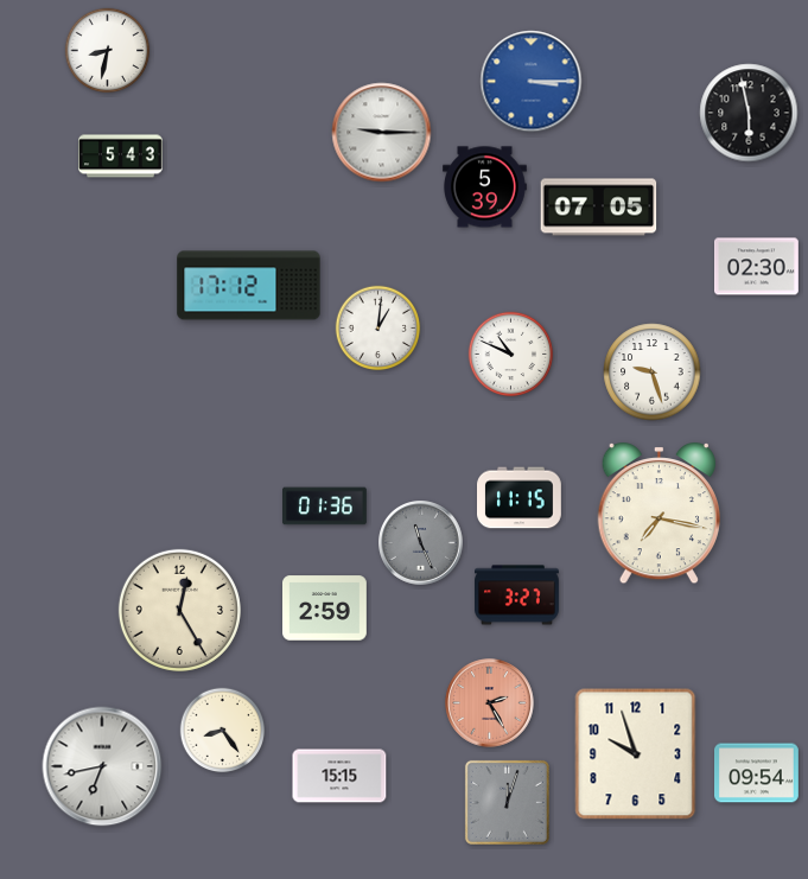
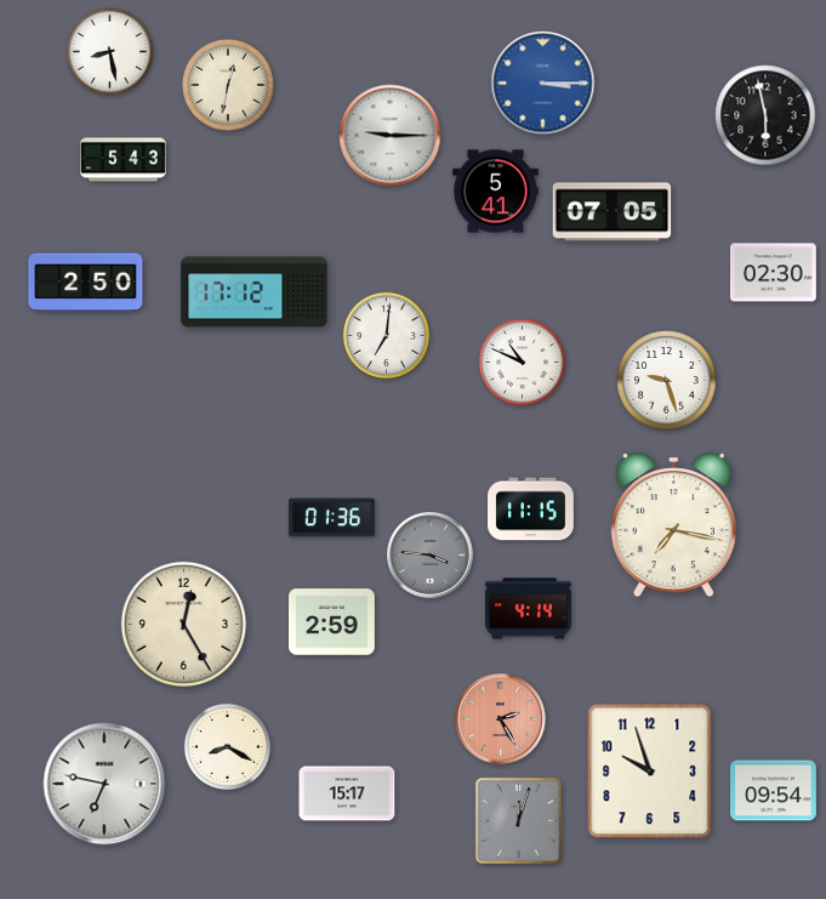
clock at (108, 51): 8:32 -> 8:28
clock at (228, 85): none -> 12:32
clock at (485, 187): 5:39 -> 5:41
clock at (86, 283): none -> 2:50
clock at (378, 329): 1:01 -> 7:01
clock at (421, 543): 11:26 -> 3:46
clock at (517, 595): 3:27 -> 4:14
clock at (223, 731): 8:24 -> 8:20
clock at (102, 766): 6:43 -> 6:47
clock at (339, 776): 15:15 -> 15:17
